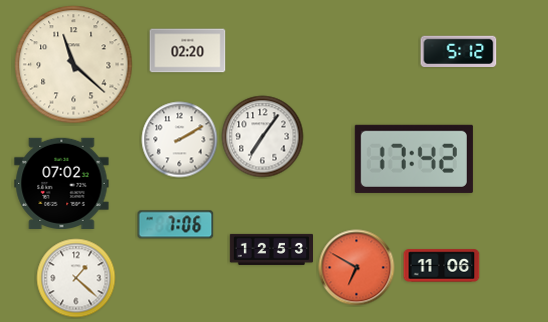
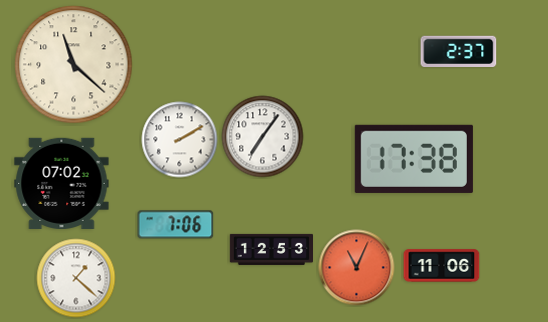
clock at (188, 51): 02:20 -> none
clock at (459, 51): 5:12 -> 2:37
clock at (414, 159): 17:42 -> 17:38
clock at (357, 268): 6:50 -> 11:04
